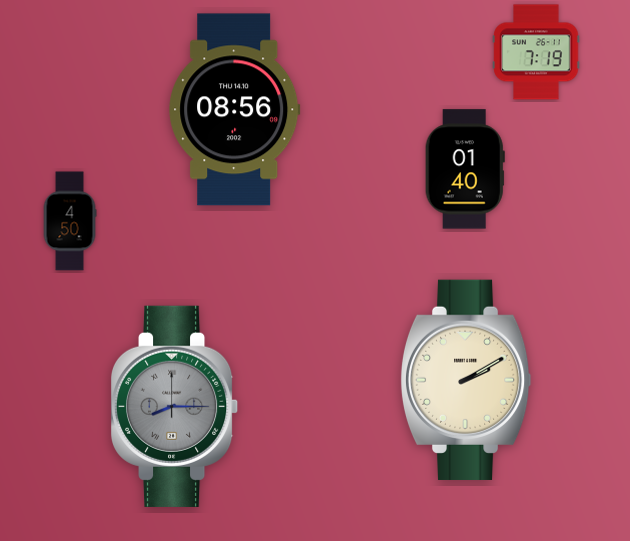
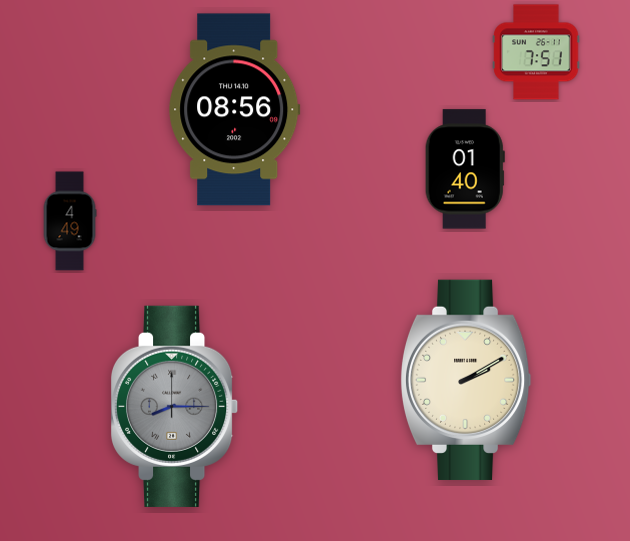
clock at (536, 52): 7:19 -> 7:51
clock at (70, 221): 4:50 -> 4:49
